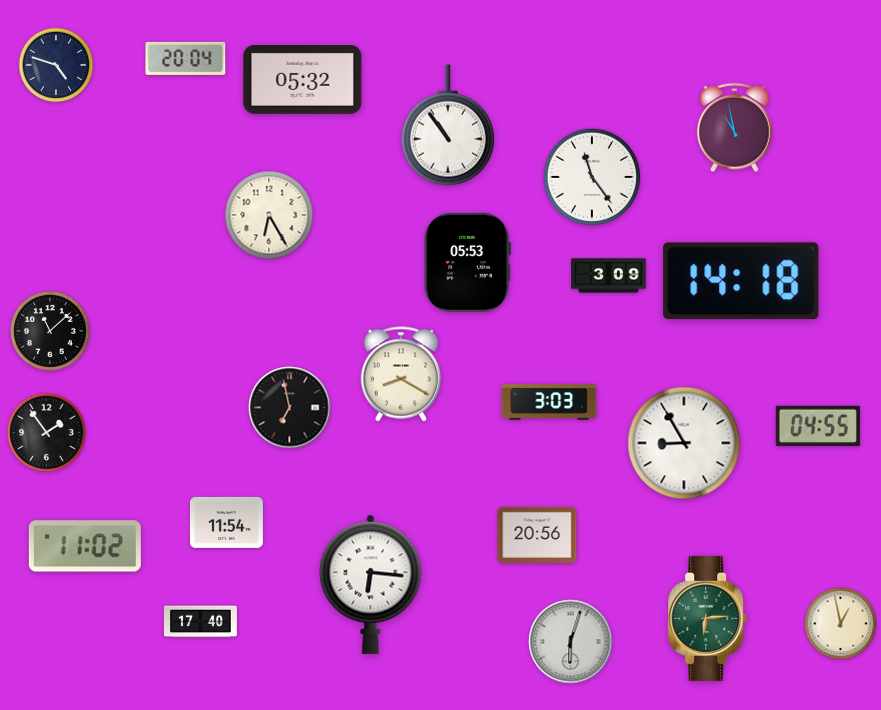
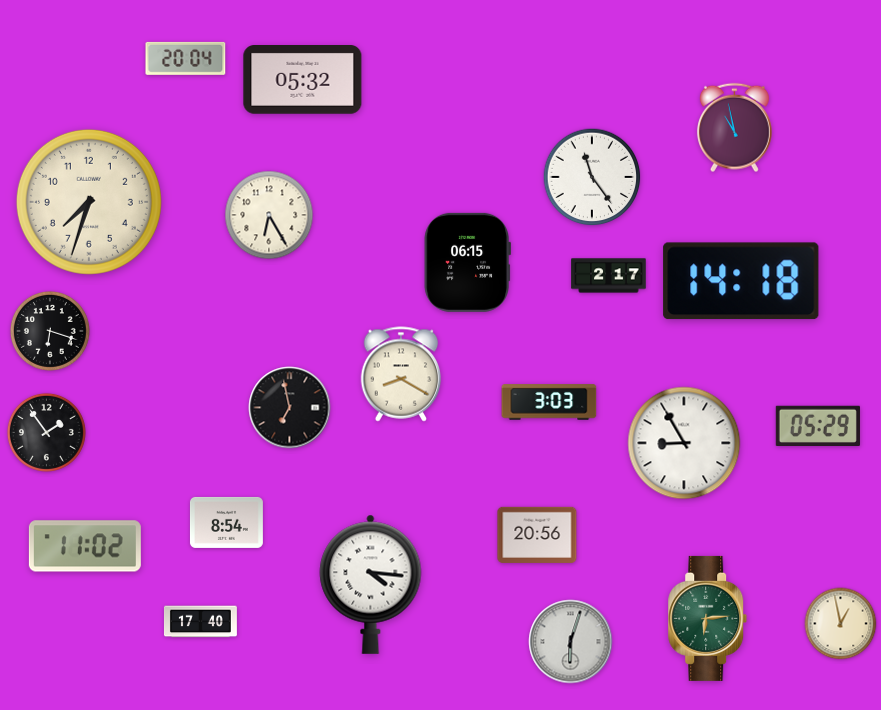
clock at (56, 65): 4:48 -> none
clock at (448, 125): 10:54 -> none
clock at (89, 202): none -> 7:33
clock at (467, 262): 05:53 -> 06:15
clock at (609, 276): 3:09 -> 2:17
clock at (50, 331): 11:08 -> 6:18
clock at (818, 425): 04:55 -> 05:29
clock at (226, 522): 11:54 -> 8:54
clock at (371, 584): 6:16 -> 4:16
